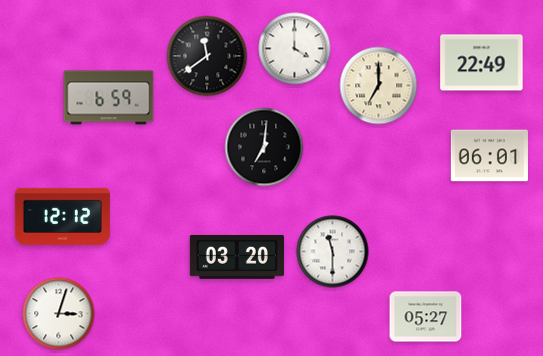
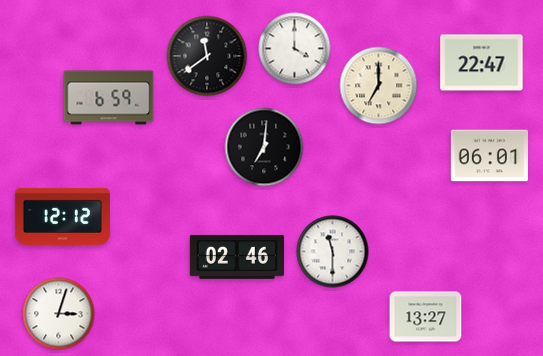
clock at (482, 63): 22:49 -> 22:47
clock at (237, 257): 03:20 -> 02:46
clock at (426, 317): 05:27 -> 13:27
